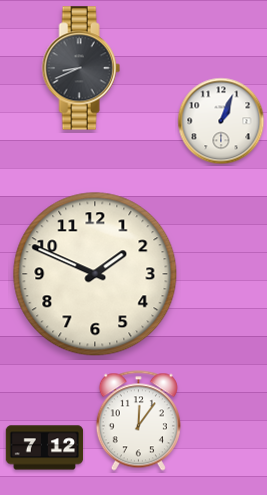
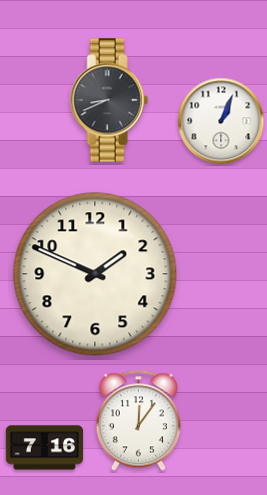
clock at (81, 68) position: (81, 68) -> (109, 100)
clock at (45, 448): 7:12 -> 7:16
